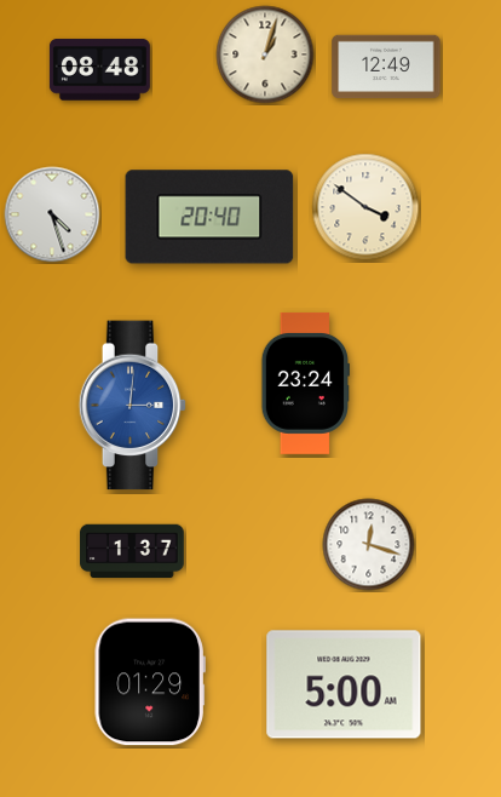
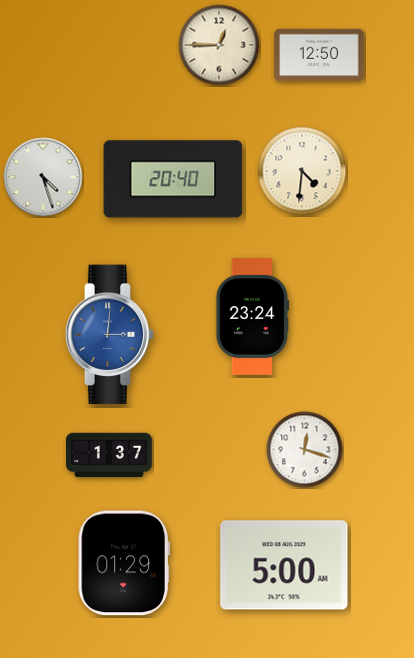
clock at (265, 55): 1:03 -> 12:45
clock at (386, 67): 12:49 -> 12:50
clock at (99, 70): 08:48 -> none
clock at (365, 207): 3:51 -> 4:31
